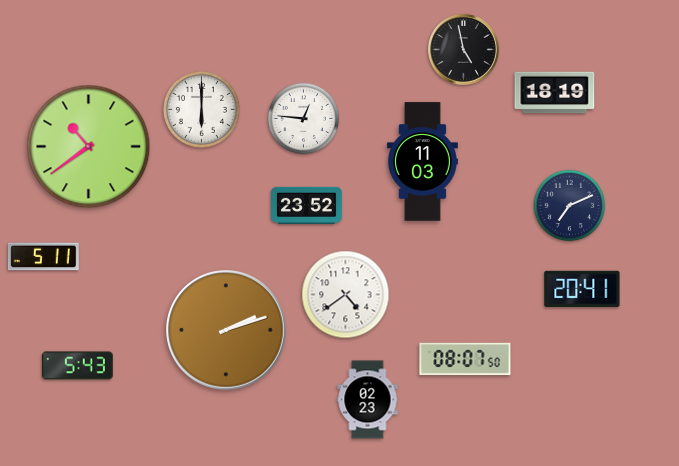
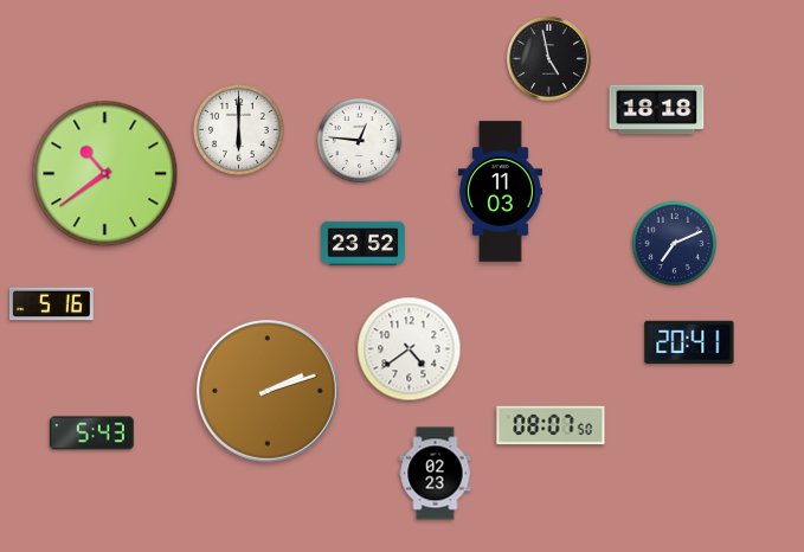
clock at (555, 93): 18:19 -> 18:18
clock at (43, 257): 5:11 -> 5:16
